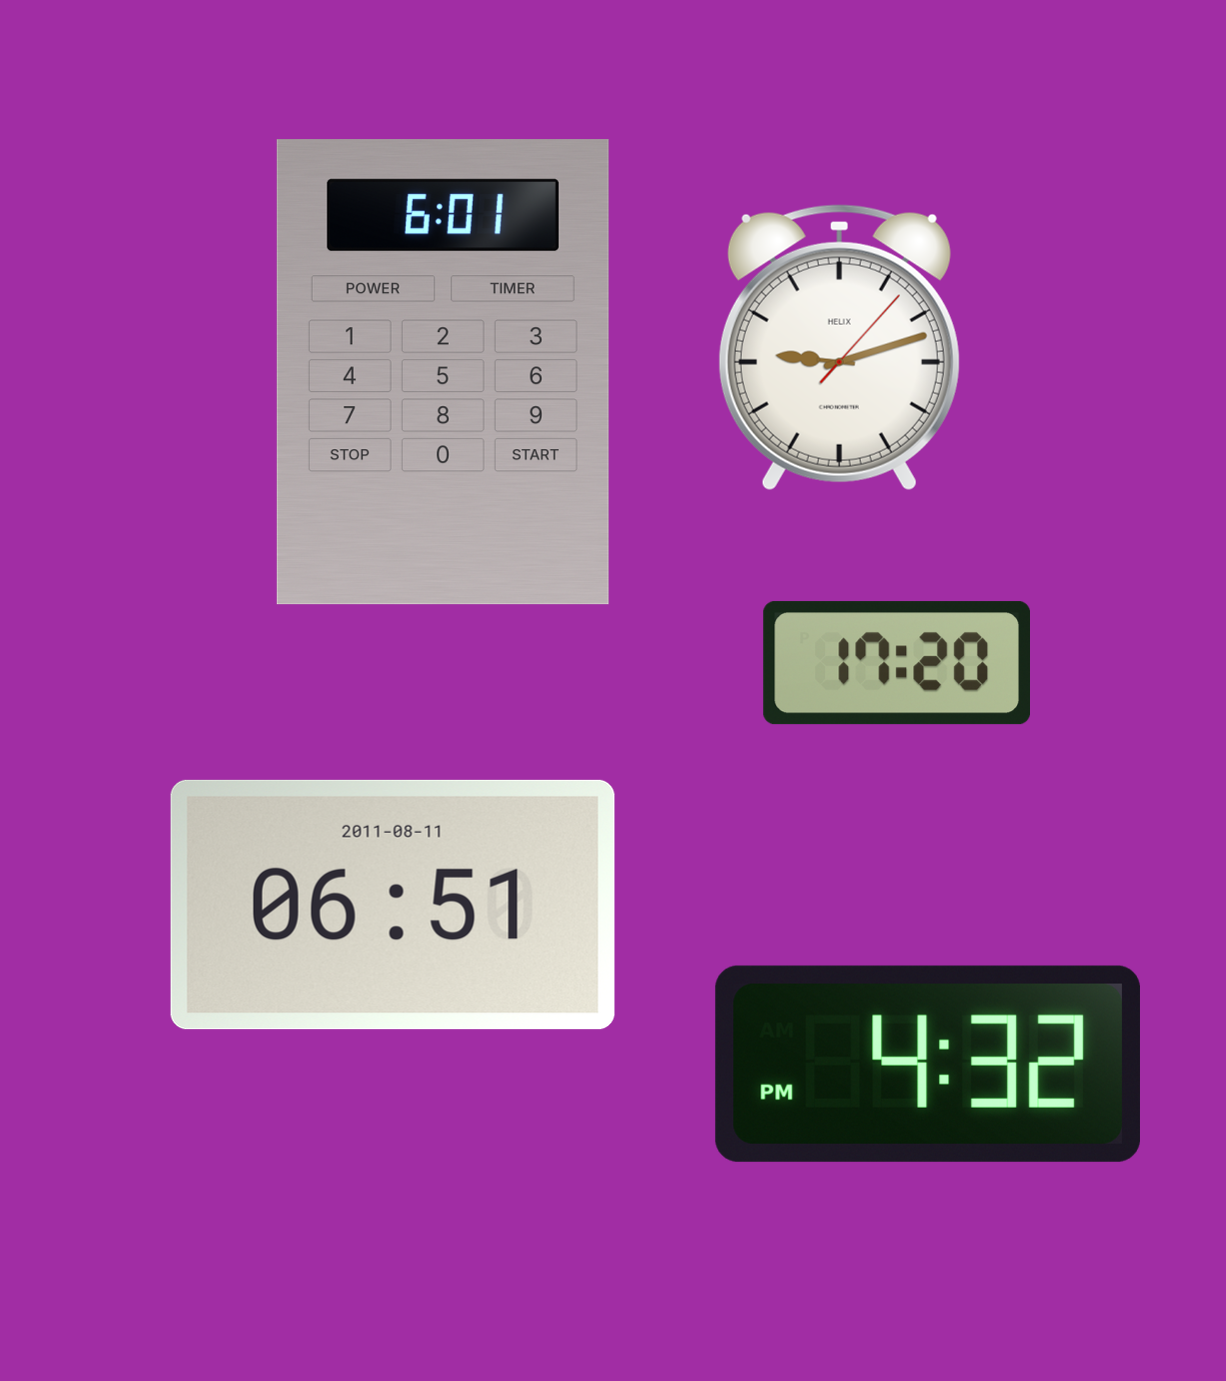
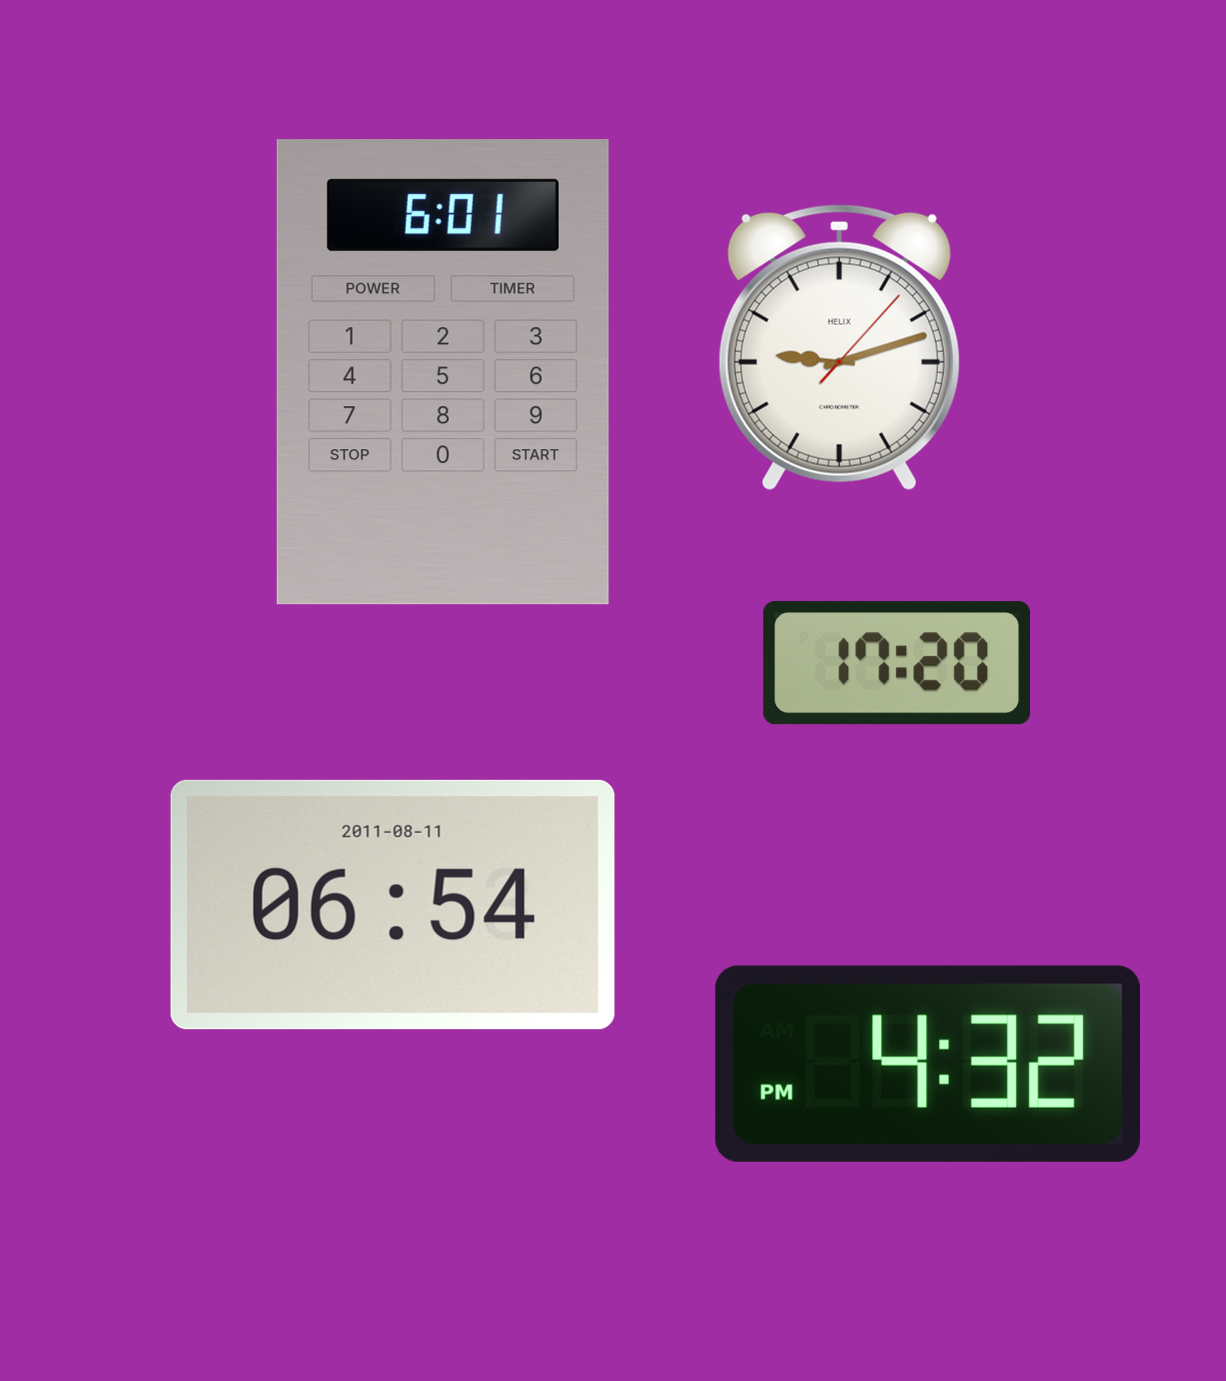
clock at (393, 905): 06:51 -> 06:54
